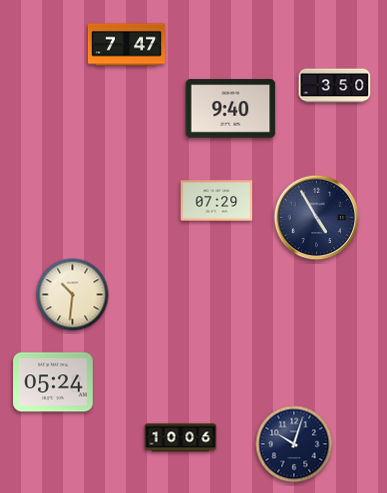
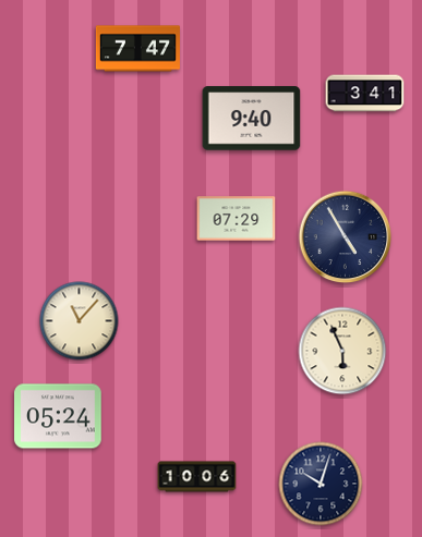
clock at (335, 86): 3:50 -> 3:41
clock at (73, 295): 10:31 -> 11:07
clock at (342, 351): none -> 5:56
